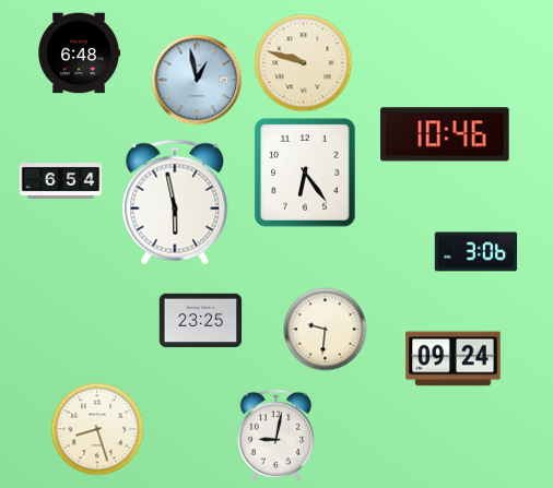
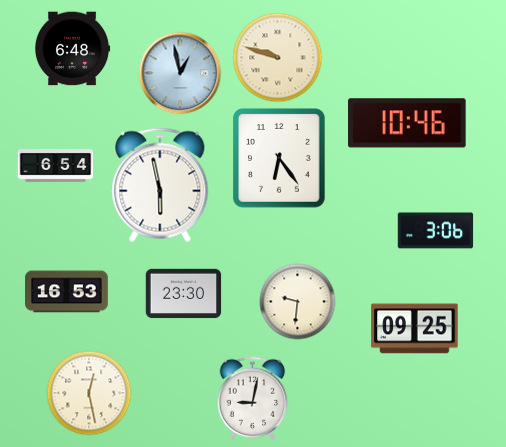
clock at (67, 292): none -> 16:53
clock at (201, 321): 23:25 -> 23:30
clock at (454, 359): 09:24 -> 09:25
clock at (97, 429): 8:27 -> 12:28
